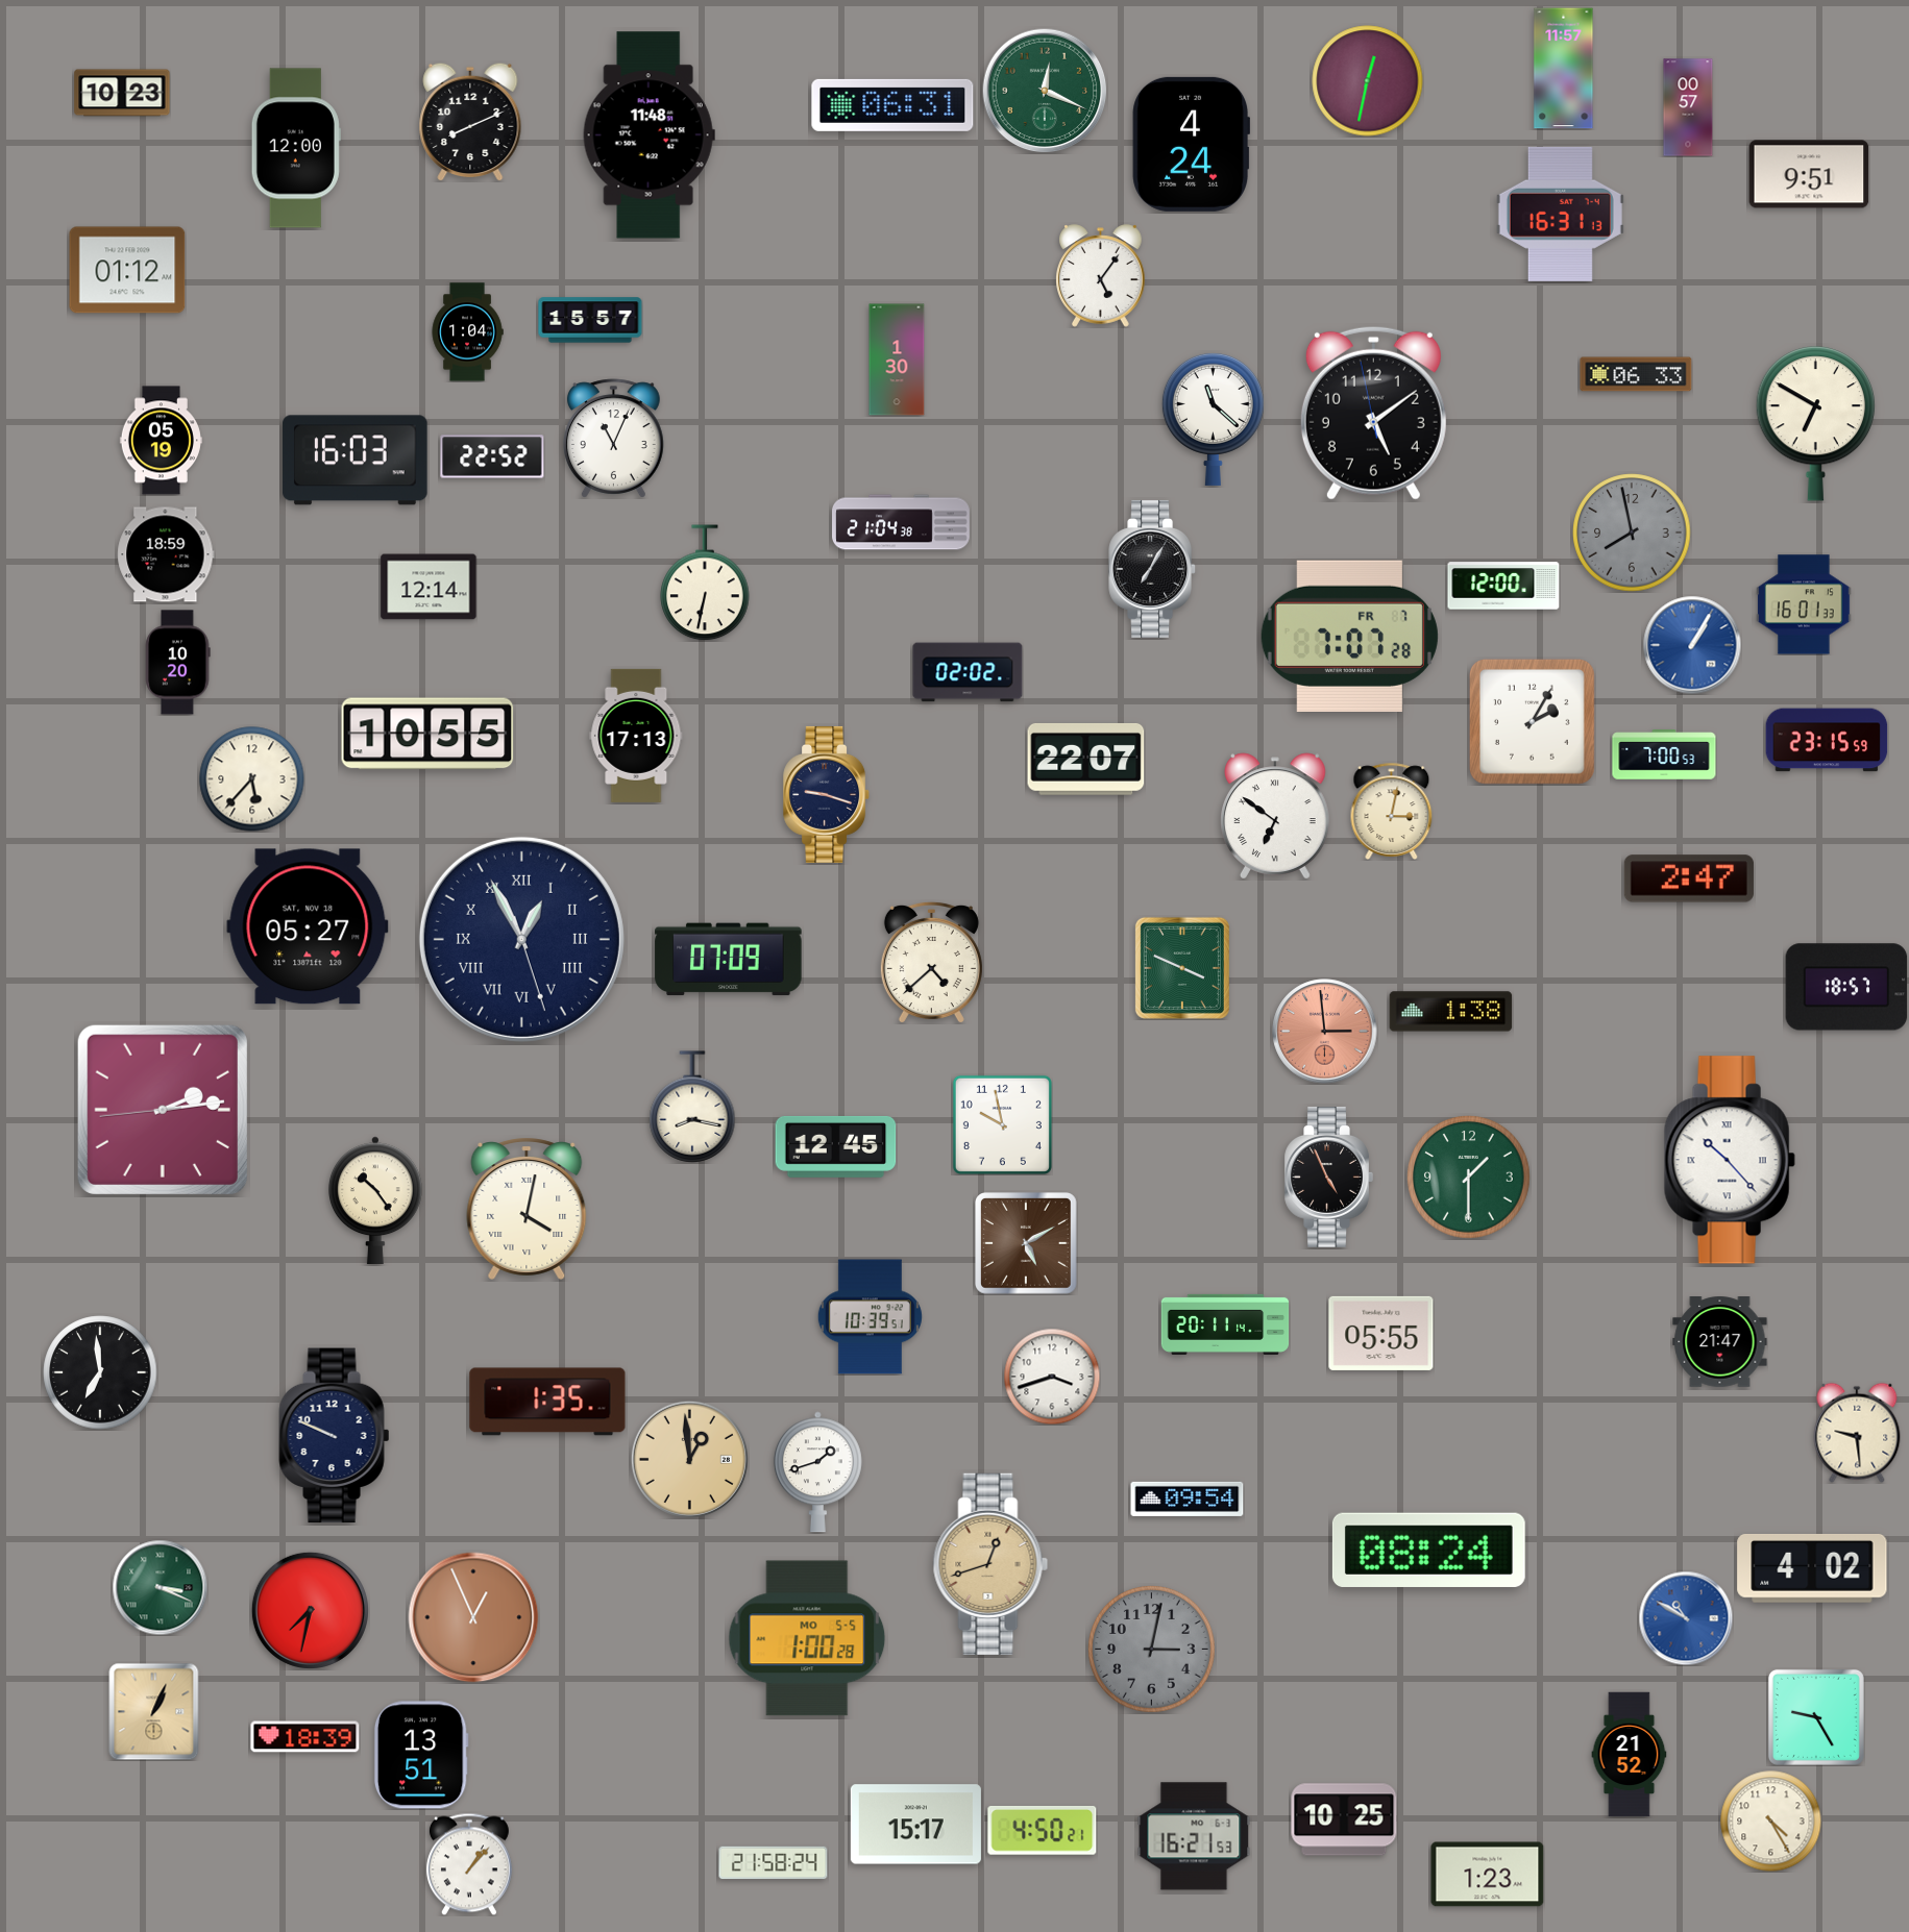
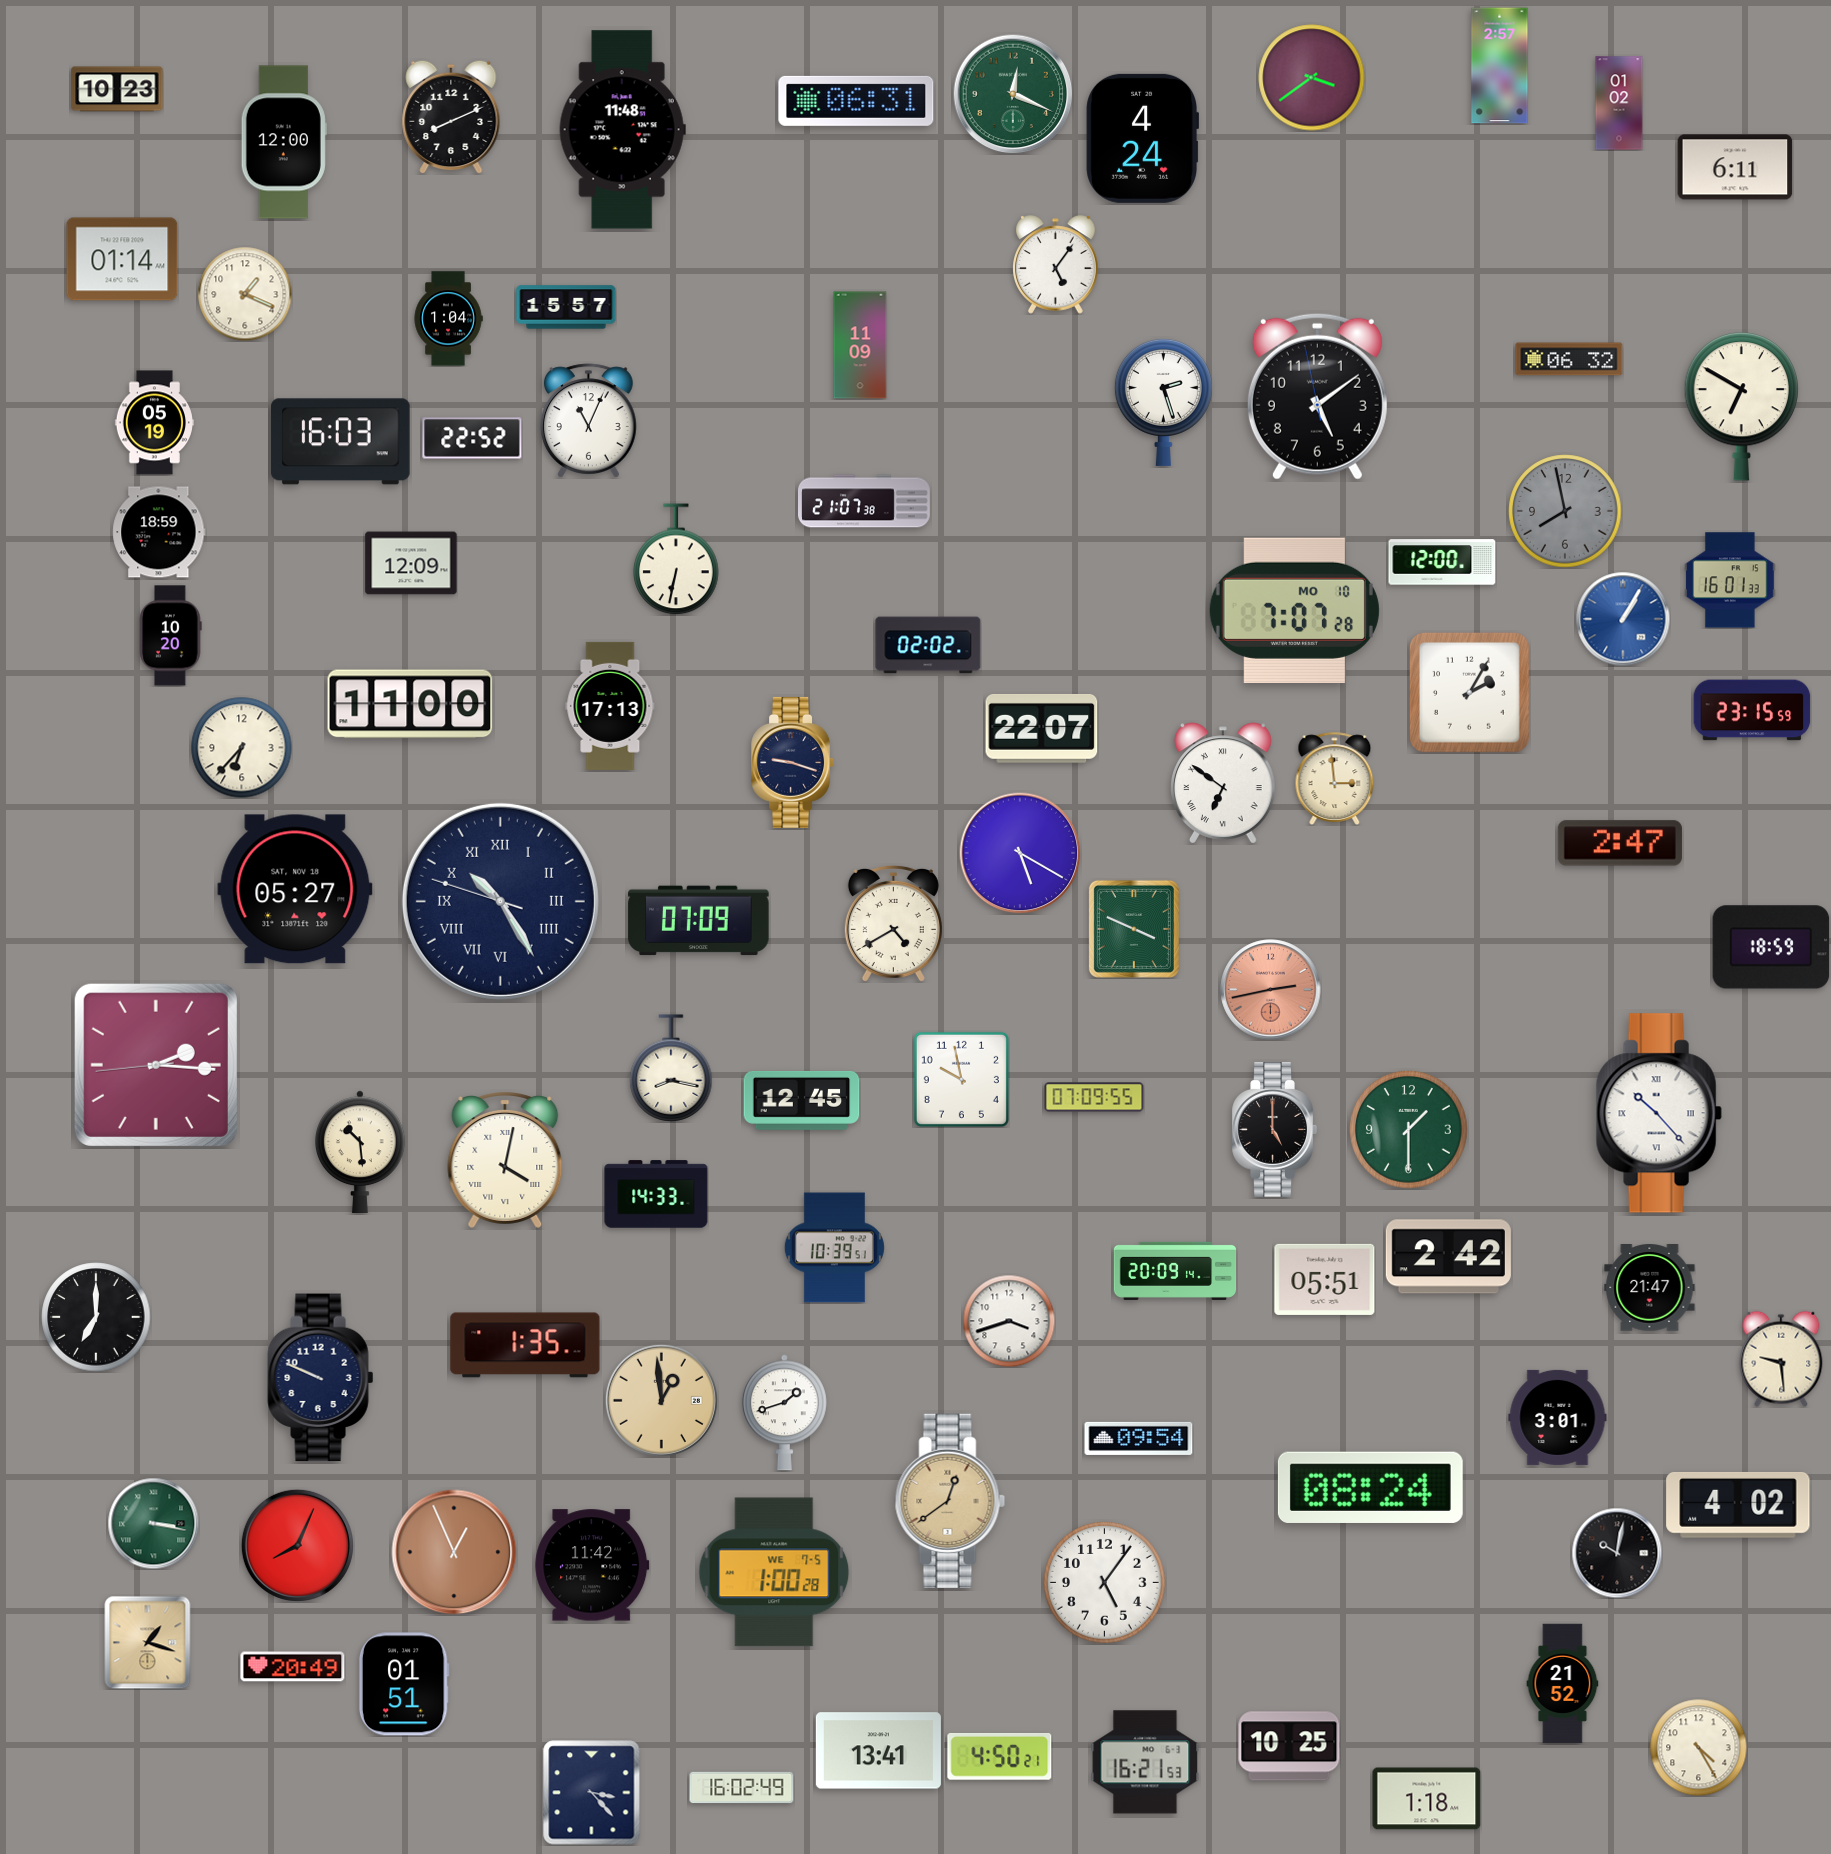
clock at (1564, 69): 11:57 -> 2:57
clock at (1368, 81): 12:32 -> 3:39
clock at (1045, 91) position: (1045, 91) -> (1013, 94)
clock at (1688, 107): 00:57 -> 01:02
clock at (1809, 174): 9:51 -> 6:11
clock at (1560, 214): 16:31 -> none
clock at (127, 270): 01:12 -> 01:14
clock at (245, 294): none -> 1:19
clock at (897, 360): 1:30 -> 11:09
clock at (1636, 374): 06:33 -> 06:32
clock at (1213, 419): 11:22 -> 2:27
clock at (902, 522): 21:04 -> 21:07
clock at (1153, 569): 7:05 -> none
clock at (429, 587): 12:14 -> 12:09
clock at (1349, 636) date: FR 7 -> MO 10
clock at (427, 734): 10:55 -> 11:00
clock at (1664, 754): 7:00 -> none
clock at (252, 779): 5:37 -> 6:37
clock at (1392, 811): 3:02 -> 2:59
clock at (1020, 853): none -> 5:20
clock at (521, 939): 12:55 -> 10:24
clock at (931, 962): 4:38 -> 4:40
clock at (1846, 987): 18:57 -> 18:59
clock at (1451, 1012): 1:38 -> none
clock at (1325, 1032): 2:59 -> 2:43
clock at (692, 1107) position: (692, 1107) -> (671, 1068)
clock at (163, 1110): 2:13 -> 2:15
clock at (1094, 1097): none -> 07:09
clock at (1328, 1178): 4:56 -> 5:00
clock at (376, 1199): 10:24 -> 10:29
clock at (656, 1194): none -> 14:33
clock at (1027, 1244): 5:10 -> none
clock at (1448, 1257): none -> 2:42
clock at (870, 1317) position: (870, 1317) -> (834, 1248)
clock at (1225, 1324): 20:11 -> 20:09
clock at (1381, 1333): 05:55 -> 05:51
clock at (100, 1372): 6:59 -> 7:00
clock at (1857, 1433) position: (1857, 1433) -> (1781, 1359)
clock at (1558, 1417): none -> 3:01
clock at (990, 1564): 12:42 -> 12:39
clock at (160, 1587): 3:19 -> 3:17
clock at (310, 1610): 7:32 -> 8:04
clock at (1686, 1618): 10:50 -> 10:02
clock at (1686, 1618) dial: blue -> black
clock at (592, 1565): none -> 11:42
clock at (807, 1638) date: MO 5-5 -> WE 7-5
clock at (1151, 1649): 3:02 -> 5:06
clock at (1151, 1649) dial: grey -> white
clock at (154, 1711): 1:04 -> 1:18
clock at (1816, 1717): 9:25 -> none
clock at (305, 1737): 18:39 -> 20:49
clock at (421, 1755): 13:51 -> 01:51
clock at (915, 1825): 15:17 -> 13:41
clock at (774, 1863): 21:58 -> 16:02
clock at (469, 1864): 1:07 -> none
clock at (592, 1793): none -> 3:23
clock at (1488, 1875): 1:23 -> 1:18
